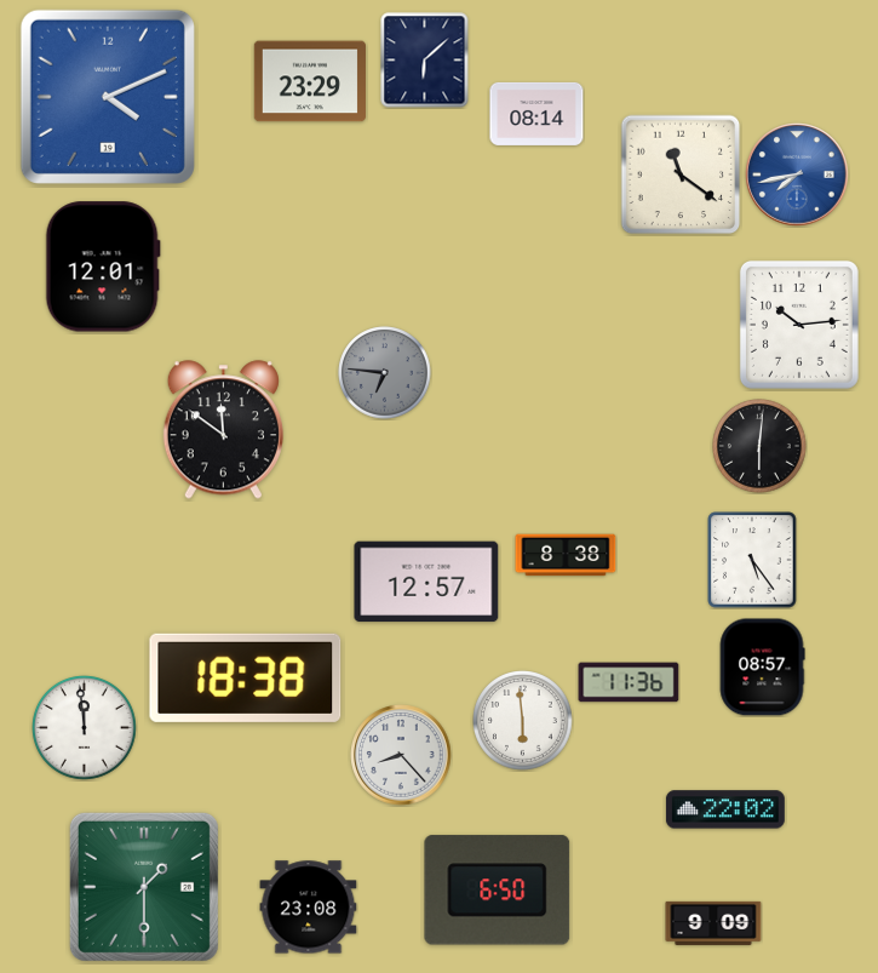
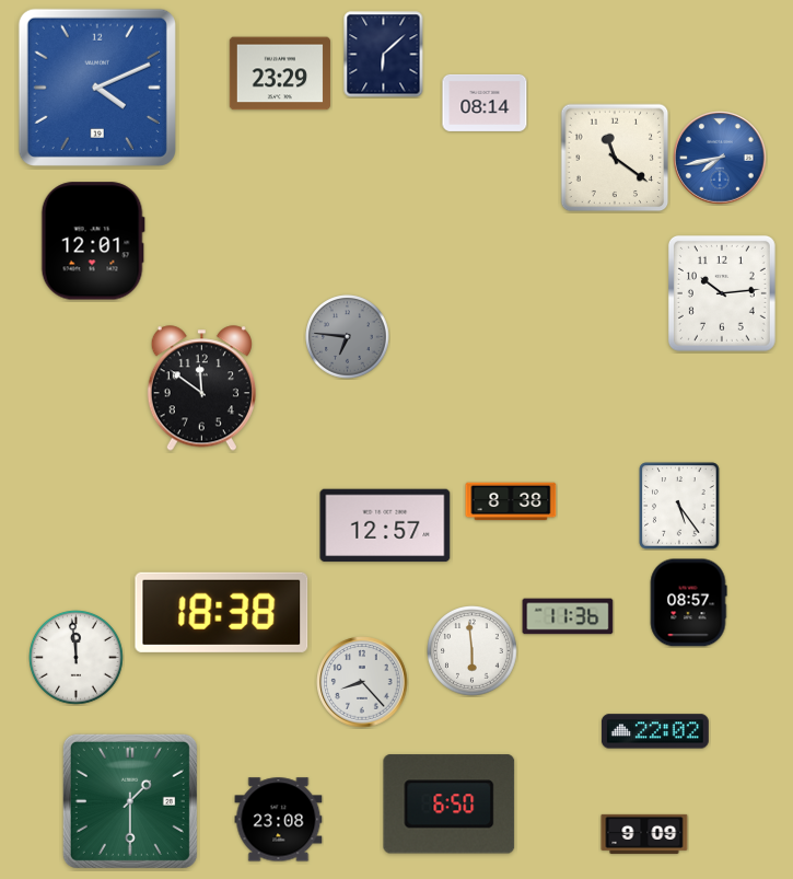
clock at (759, 446): 6:01 -> none
